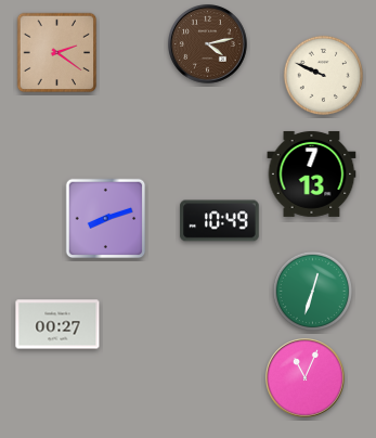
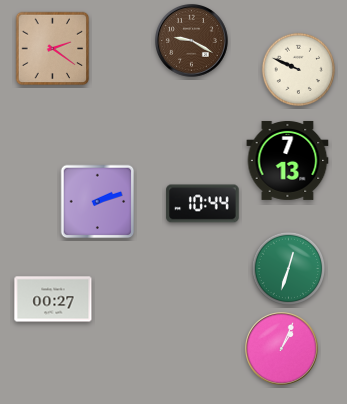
clock at (208, 44): 4:13 -> 9:20
clock at (106, 219): 8:12 -> 2:12
clock at (220, 221): 10:49 -> 10:44
clock at (306, 378): 11:04 -> 1:04
